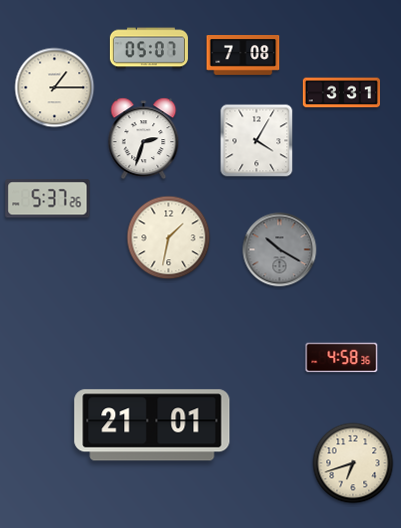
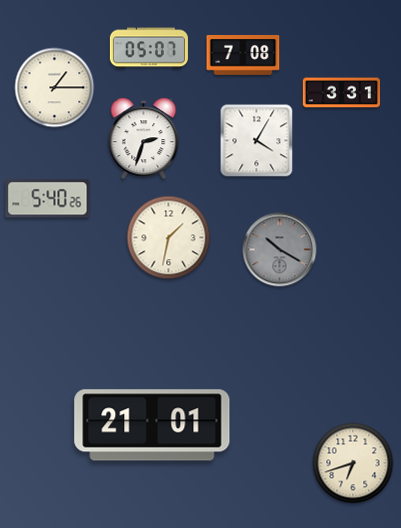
clock at (48, 199): 5:37 -> 5:40
clock at (342, 358): 4:58 -> none
